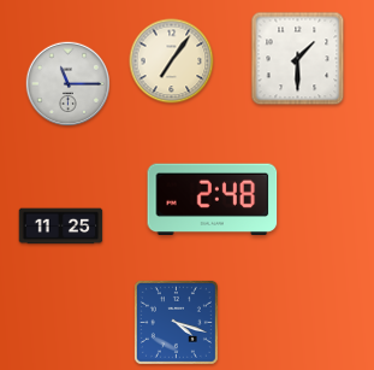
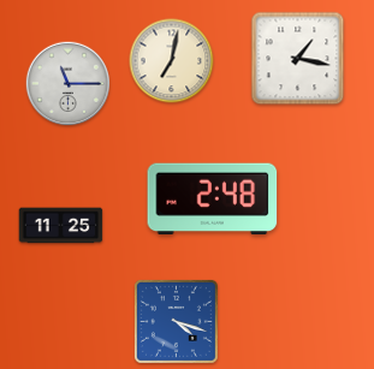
clock at (298, 59): 1:30 -> 1:17
clock at (172, 61): 7:06 -> 7:02
